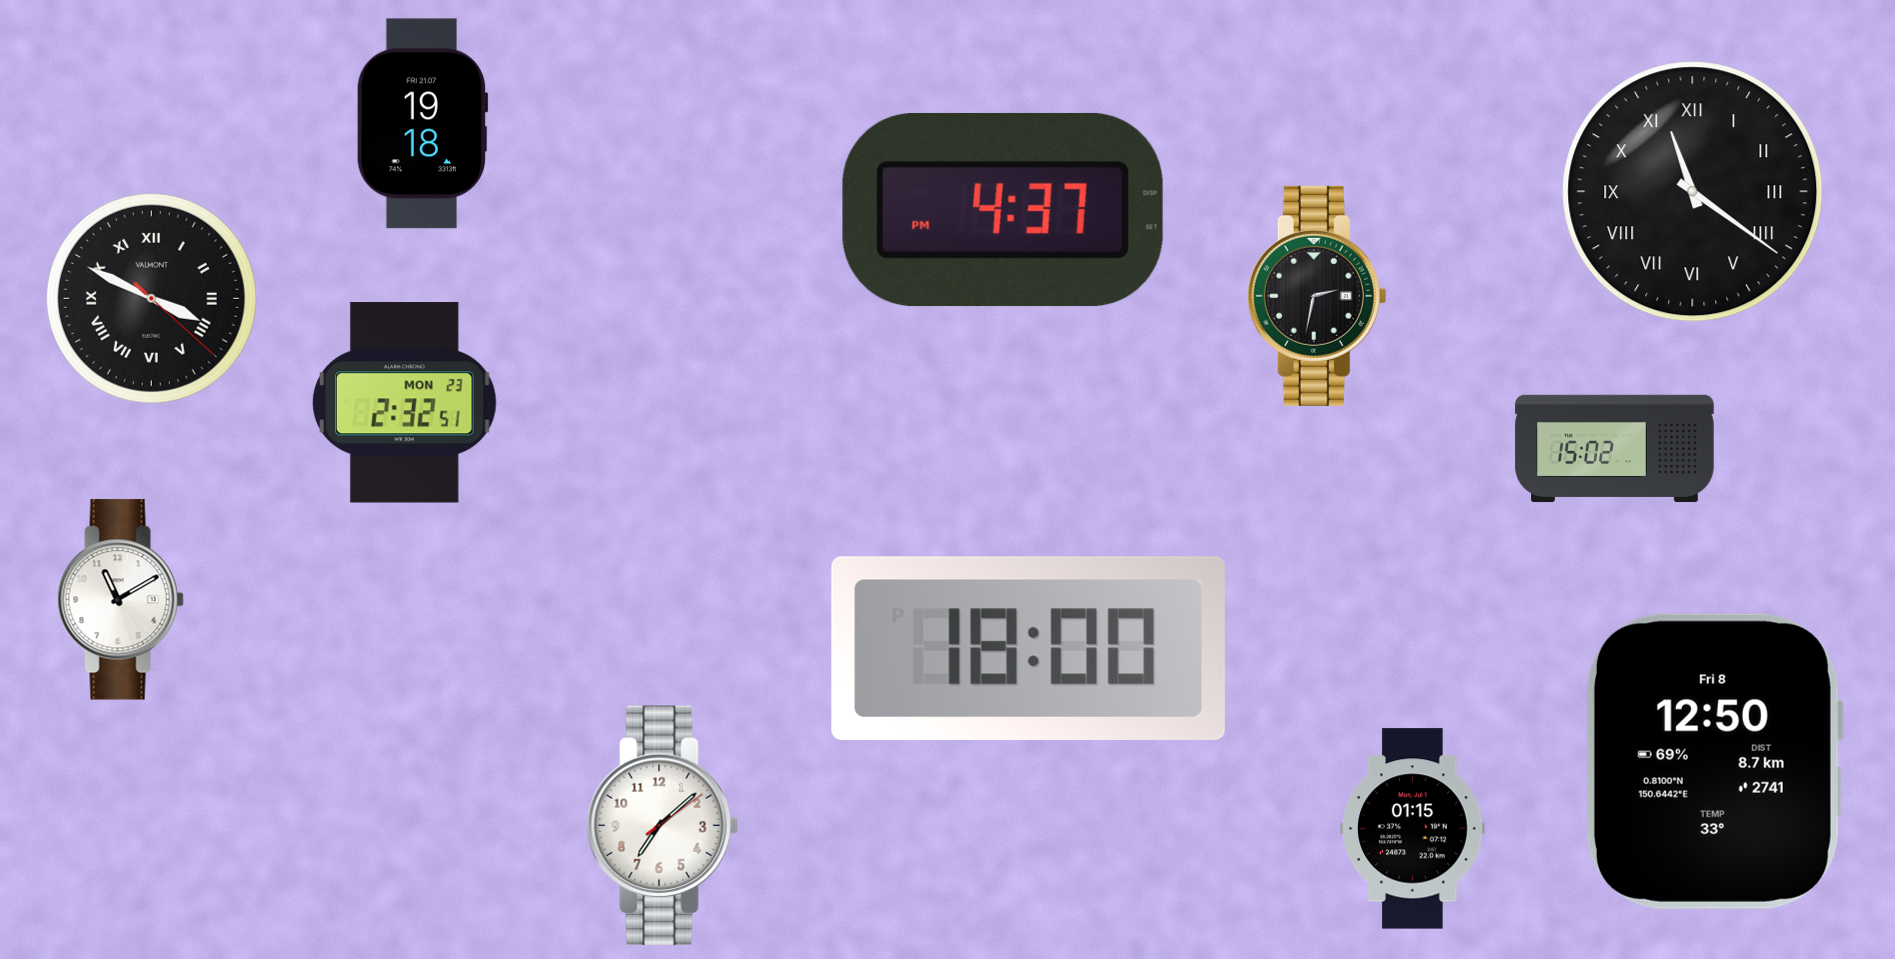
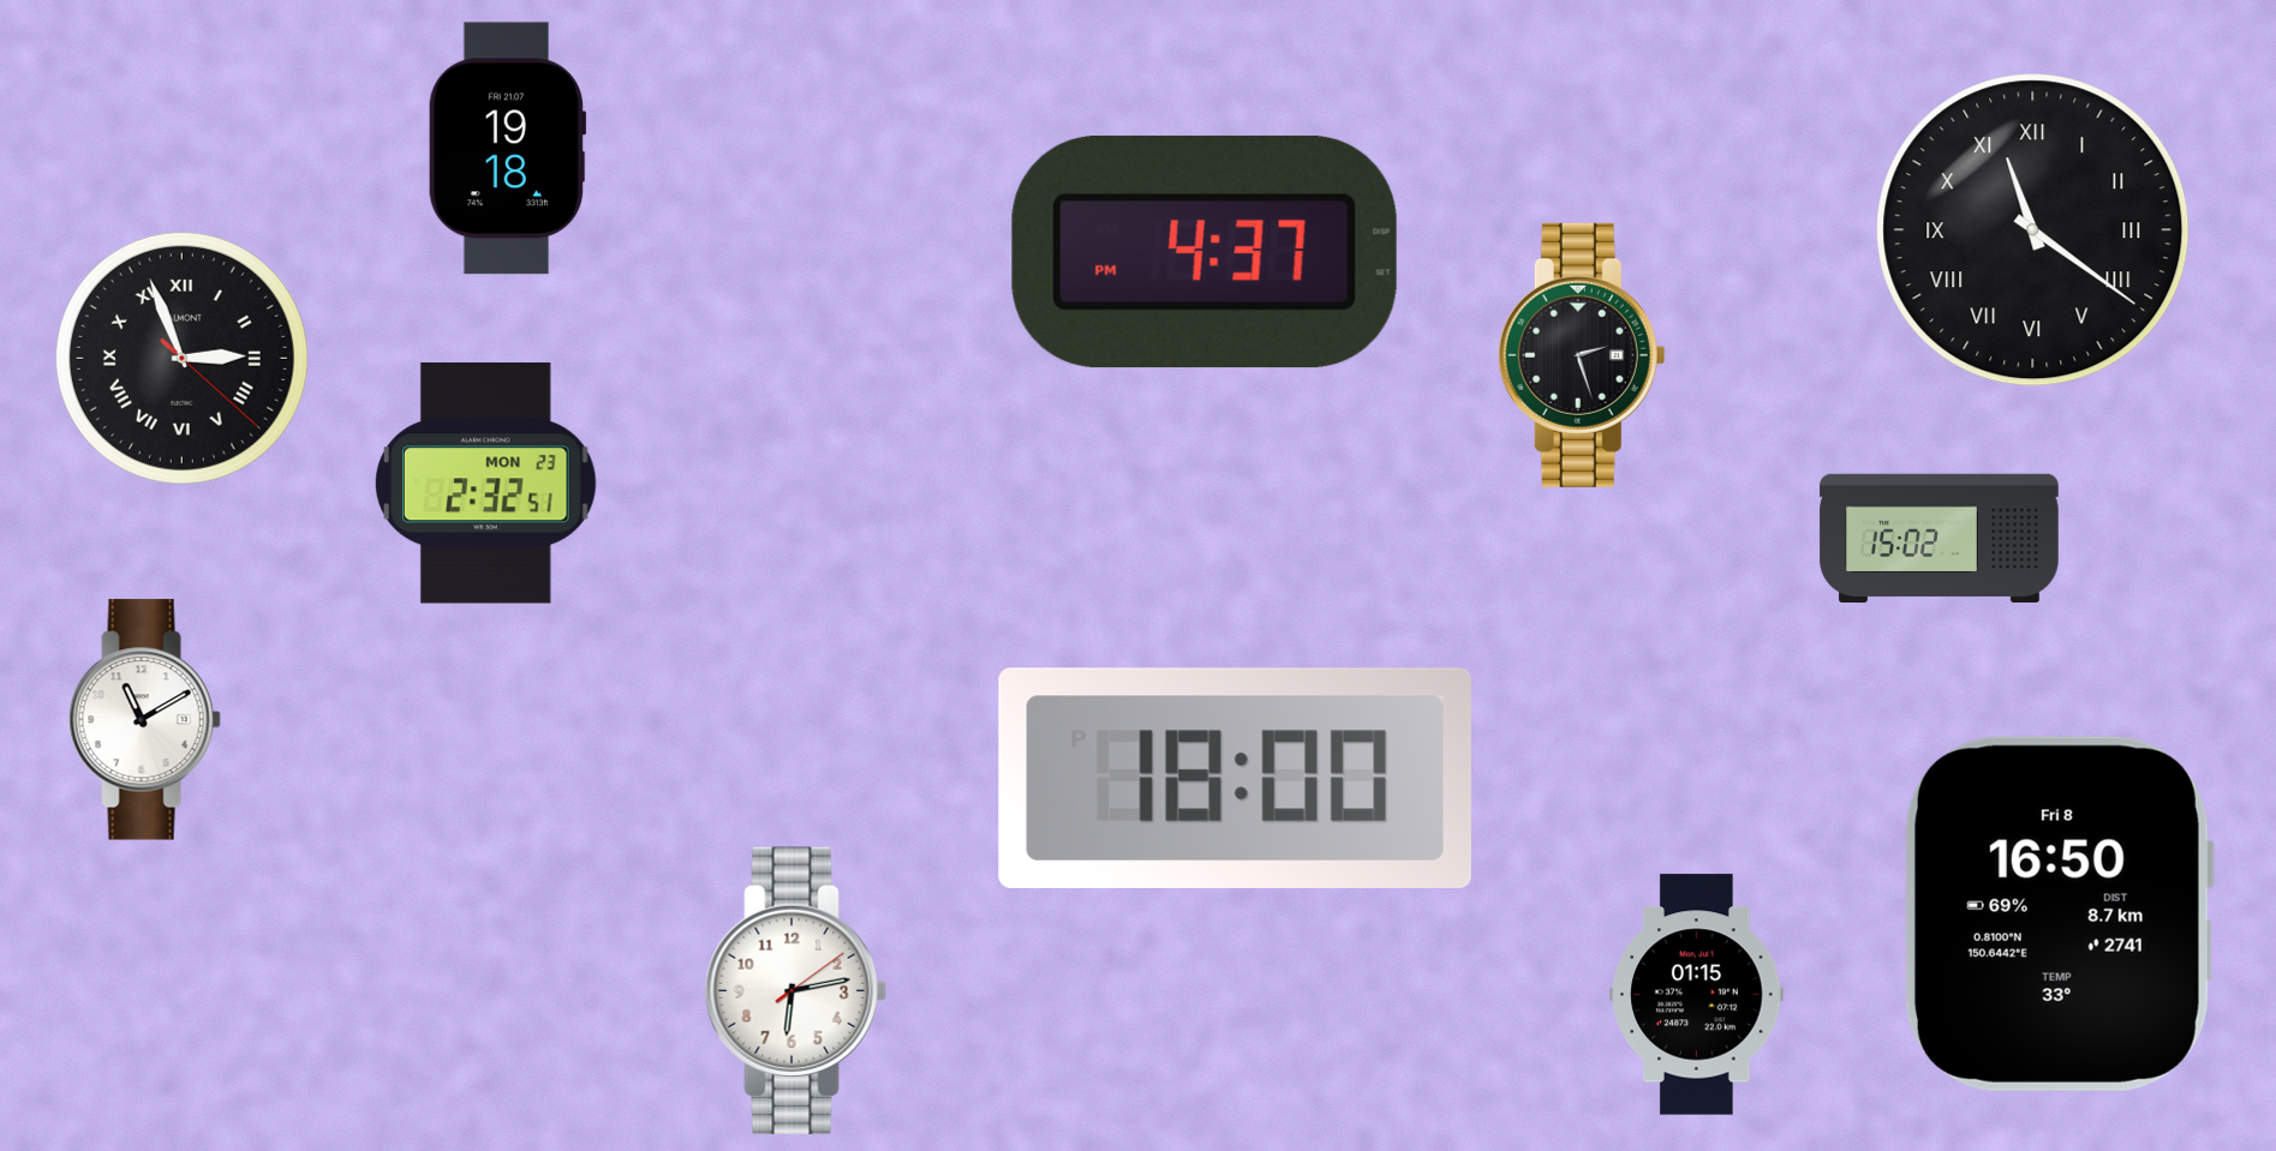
clock at (1317, 296): 2:32 -> 2:27
clock at (151, 298): 3:49 -> 2:56
clock at (1714, 761): 12:50 -> 16:50
clock at (662, 825): 7:08 -> 6:13
